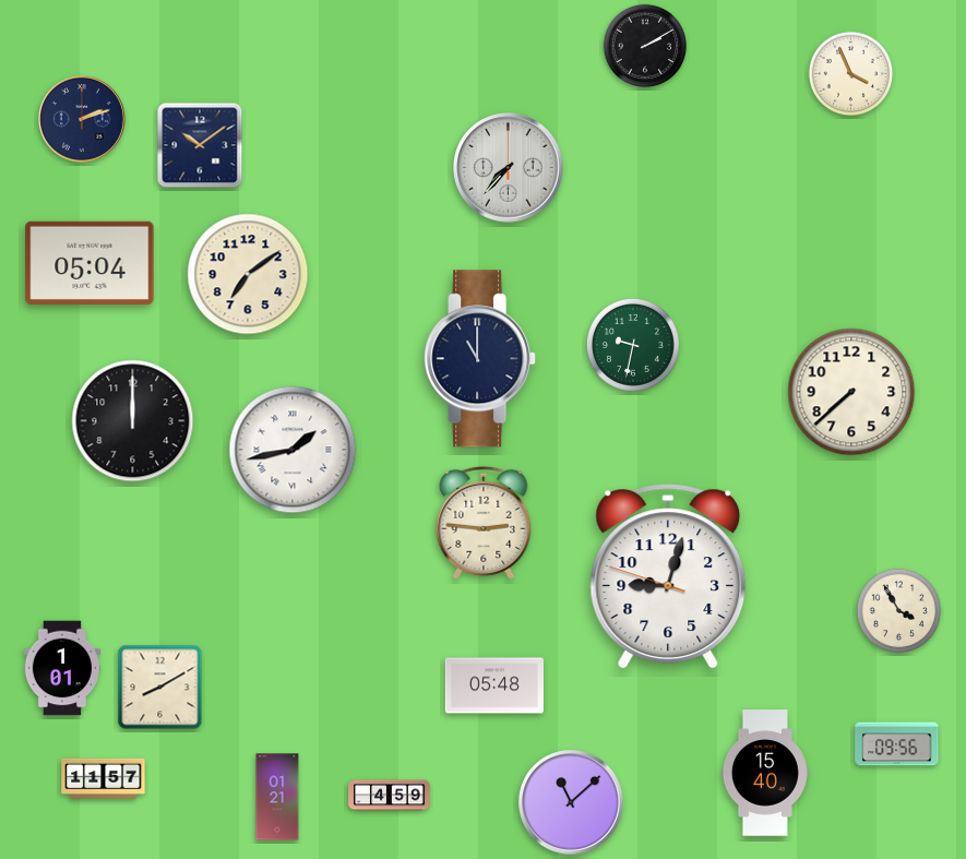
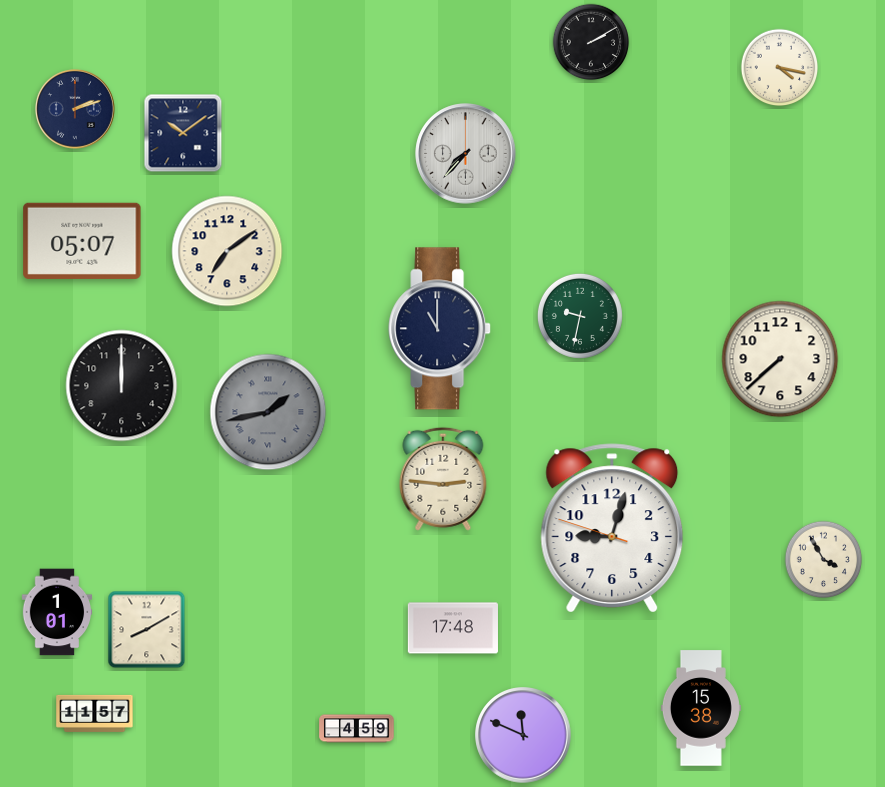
clock at (851, 74): 3:56 -> 4:17
clock at (90, 263): 05:04 -> 05:07
clock at (293, 450) dial: white -> grey
clock at (494, 685): 05:48 -> 17:48
clock at (897, 744): 09:56 -> none
clock at (765, 773): 15:40 -> 15:38
clock at (277, 797): 01:21 -> none
clock at (571, 802): 11:08 -> 11:49
